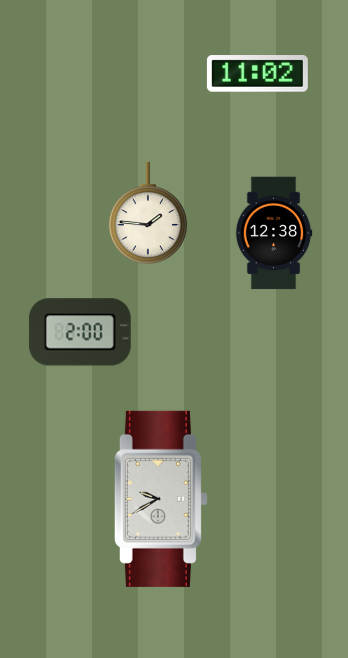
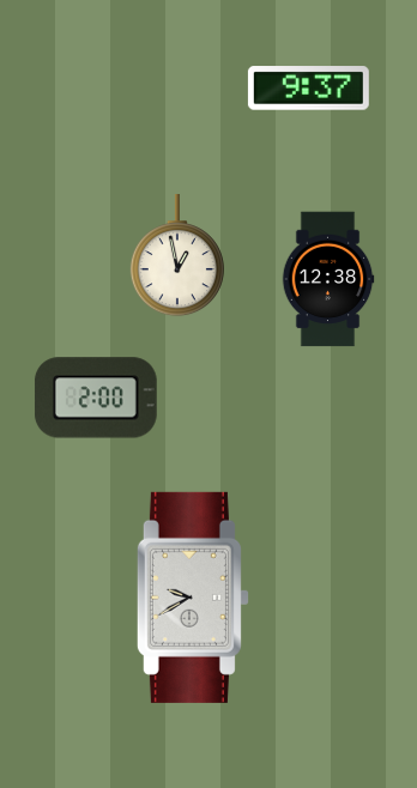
clock at (257, 74): 11:02 -> 9:37
clock at (148, 214): 1:46 -> 12:58
